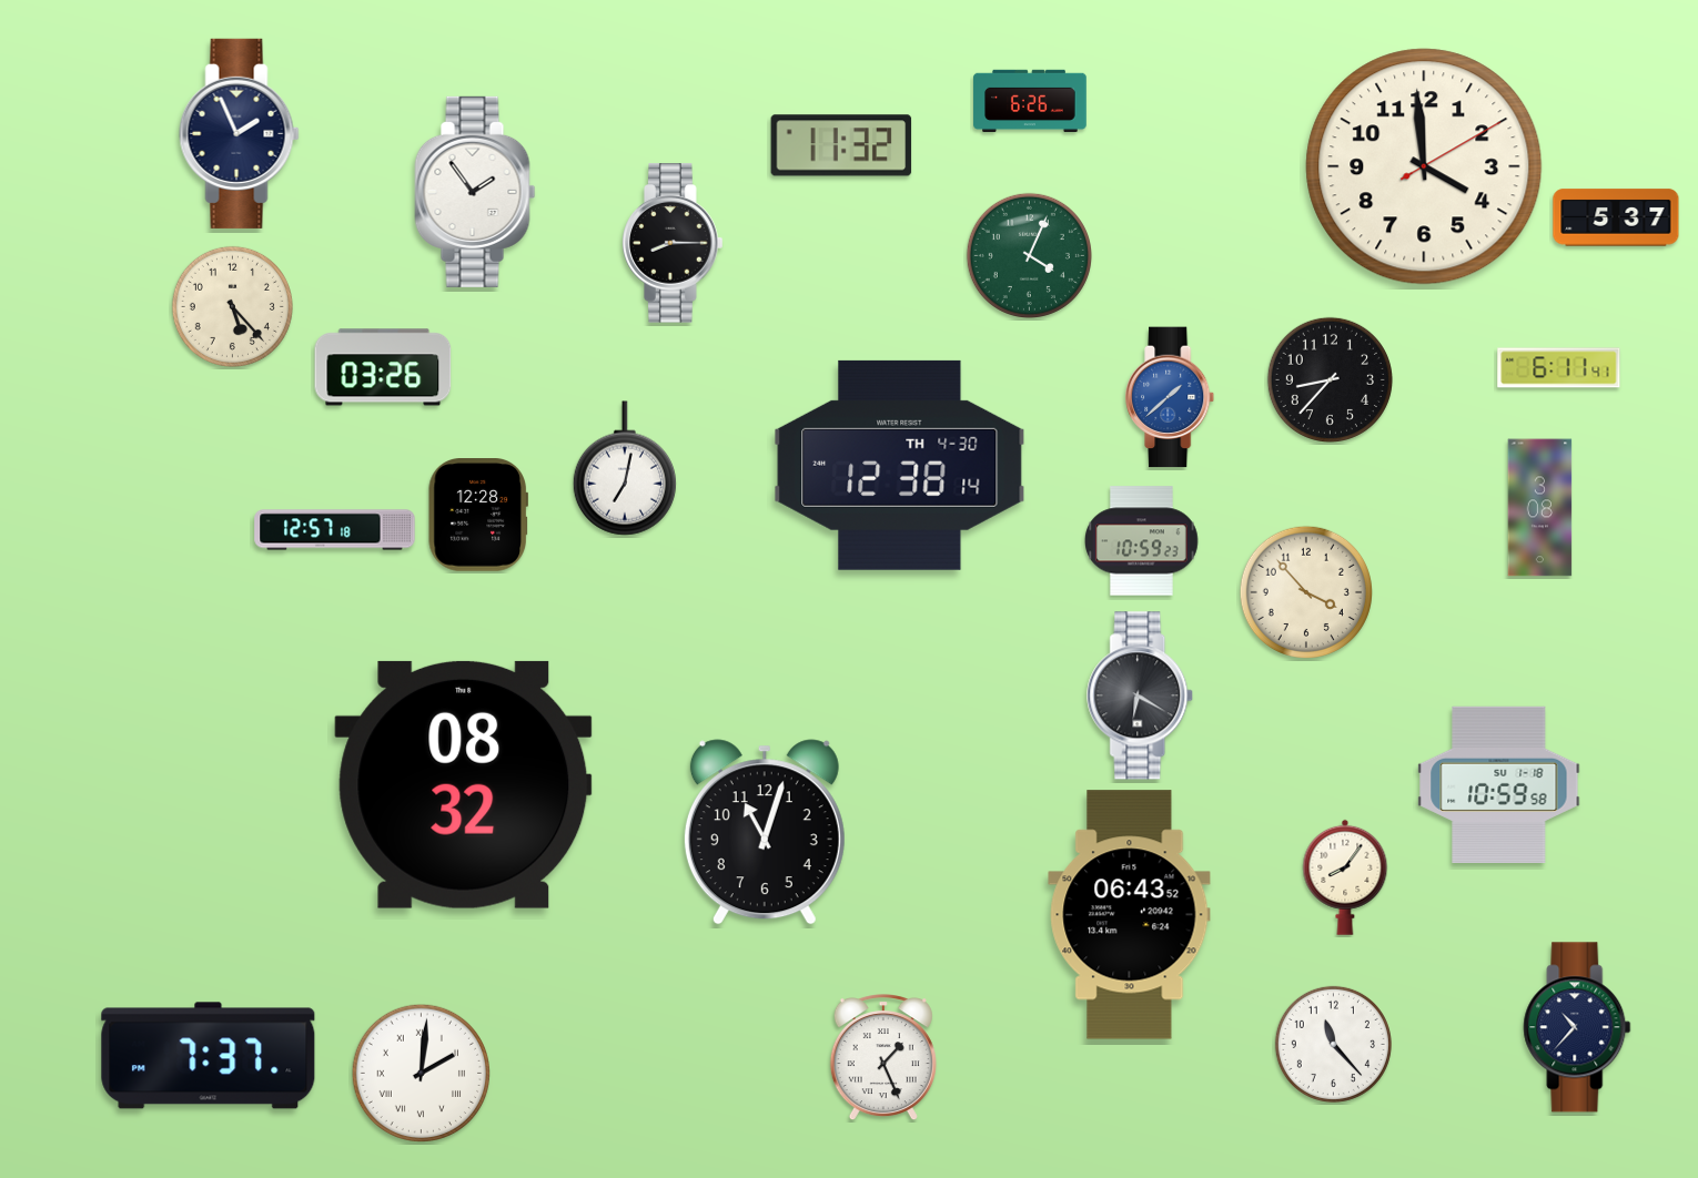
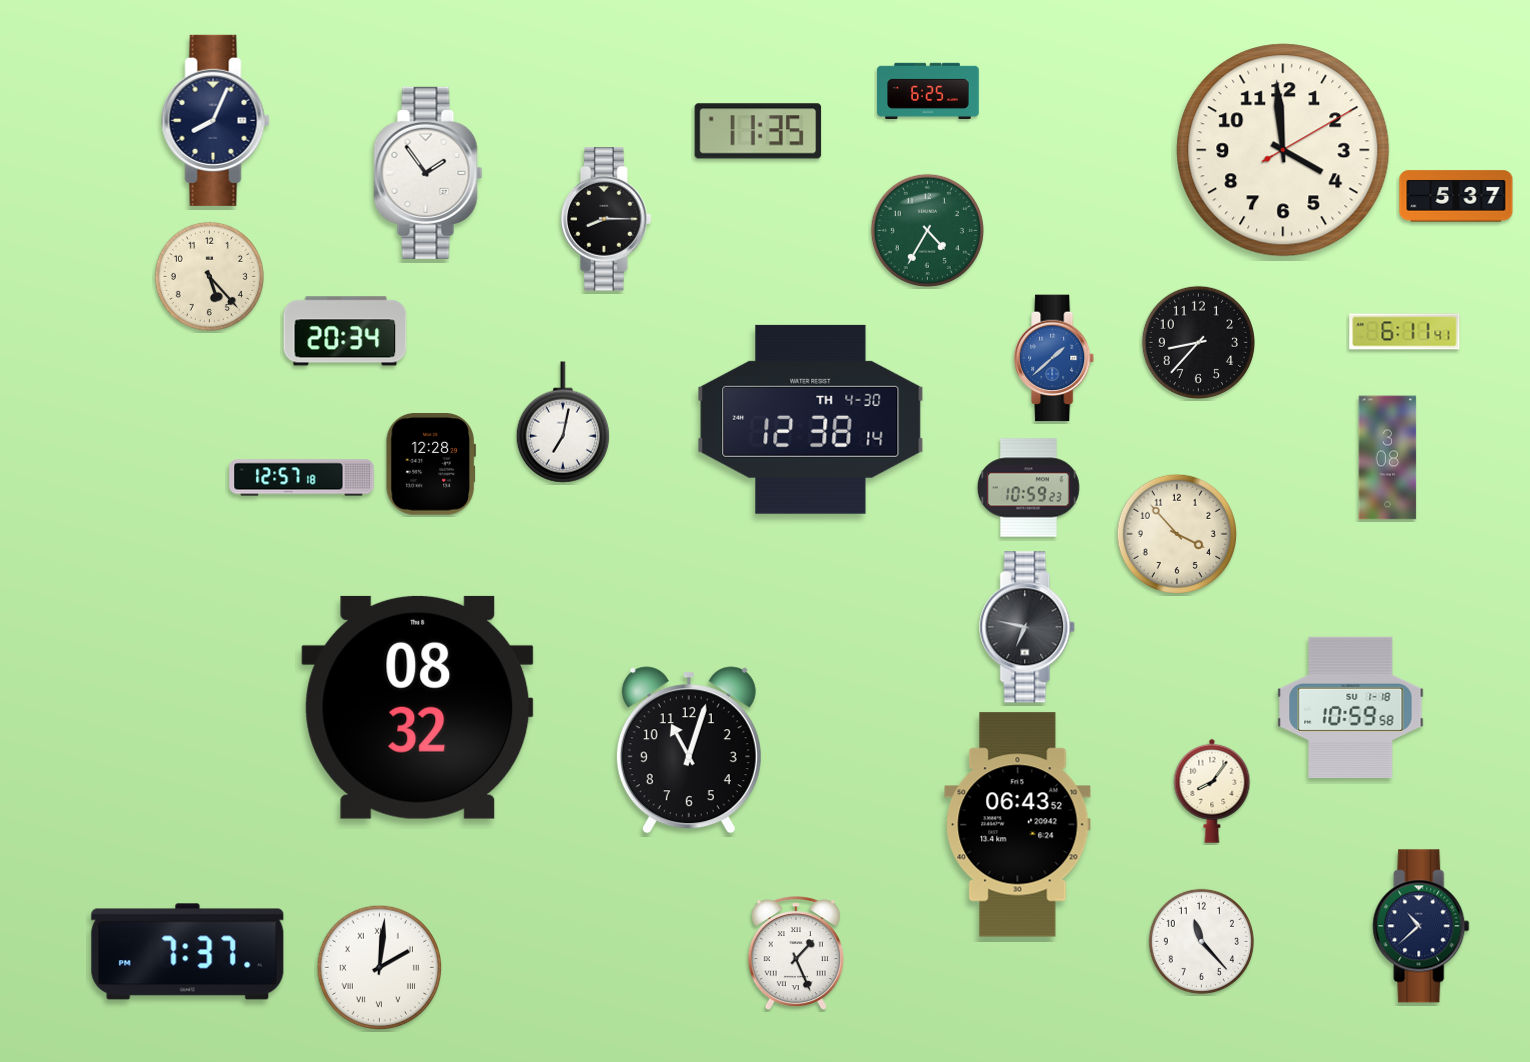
clock at (1030, 100): 6:26 -> 6:25
clock at (240, 133): 1:56 -> 8:04
clock at (841, 145): 11:32 -> 11:35
clock at (1029, 255): 4:04 -> 4:35
clock at (383, 367): 03:26 -> 20:34
clock at (1141, 695): 6:20 -> 6:47
clock at (1577, 1027): 10:37 -> 10:38
